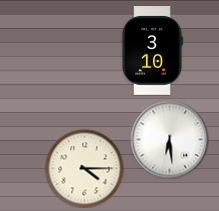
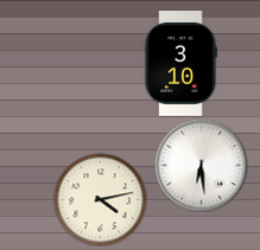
clock at (152, 51) position: (152, 51) -> (180, 64)
clock at (84, 168): 4:15 -> 4:13
